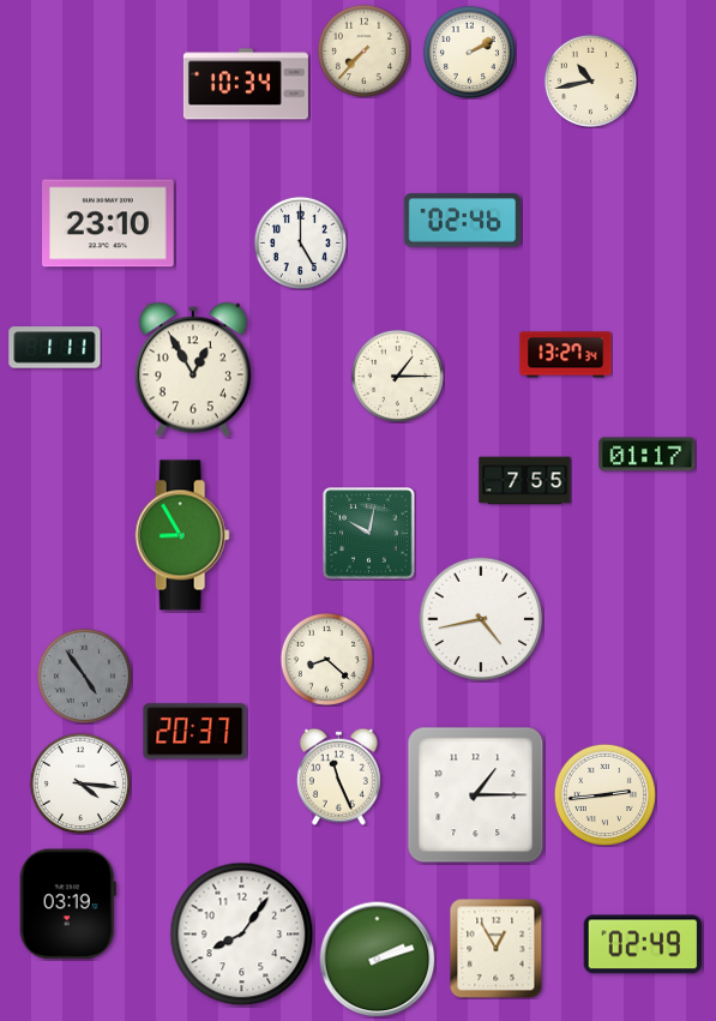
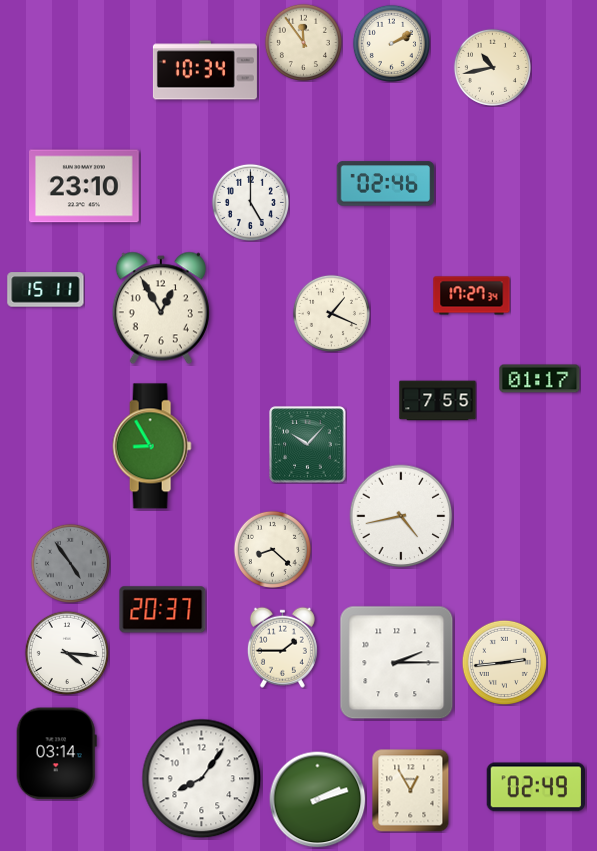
clock at (363, 50): 7:37 -> 11:54
clock at (109, 223) position: (109, 223) -> (85, 186)
clock at (55, 348): 1:11 -> 15:11
clock at (566, 355): 13:27 -> 17:27
clock at (397, 376): 1:15 -> 1:19
clock at (369, 534): 10:02 -> 10:07
clock at (338, 776): 11:26 -> 1:45
clock at (476, 795): 1:15 -> 2:15
clock at (67, 905): 03:19 -> 03:14
clock at (497, 948) position: (497, 948) -> (411, 790)
clock at (378, 960) position: (378, 960) -> (318, 800)
